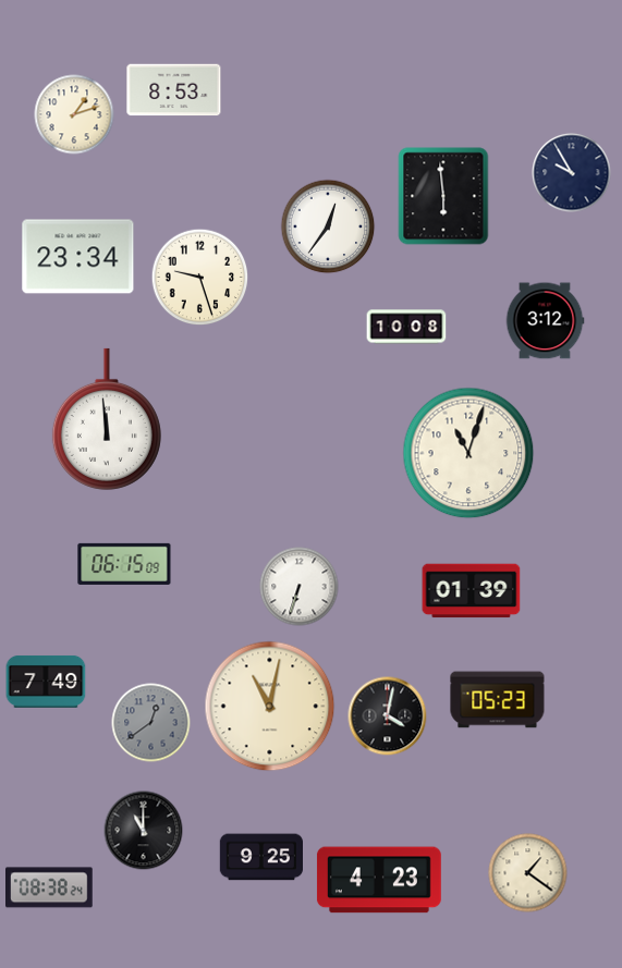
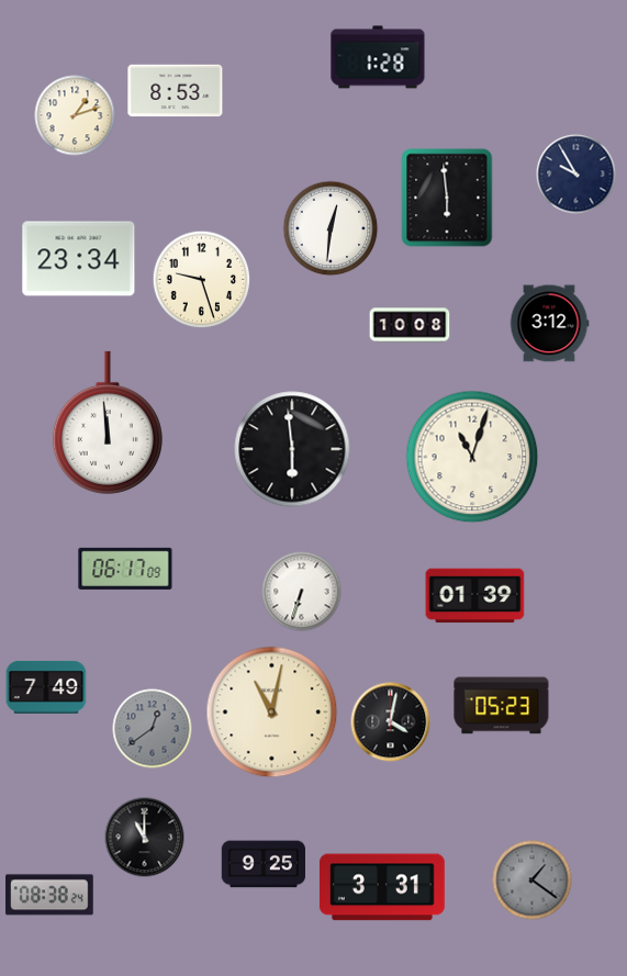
clock at (378, 57): none -> 1:28
clock at (328, 226): 12:36 -> 12:31
clock at (406, 327) position: (406, 327) -> (410, 325)
clock at (292, 449): none -> 5:59
clock at (124, 564): 06:15 -> 06:17
clock at (528, 873) dial: cream -> grey
clock at (379, 880): 4:23 -> 3:31
